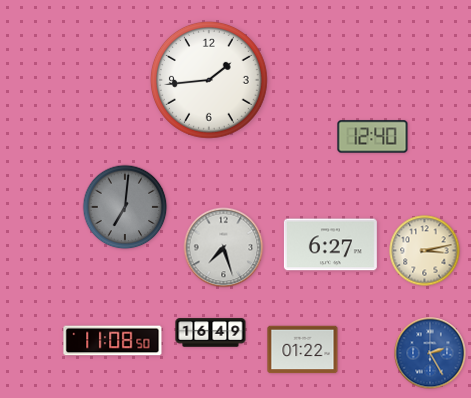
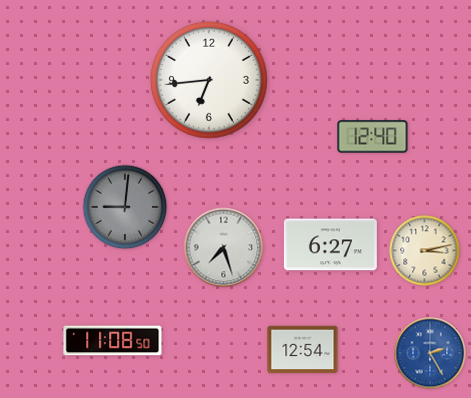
clock at (209, 80): 1:44 -> 6:44
clock at (125, 207): 7:01 -> 9:01
clock at (211, 333): 16:49 -> none
clock at (303, 350): 01:22 -> 12:54
